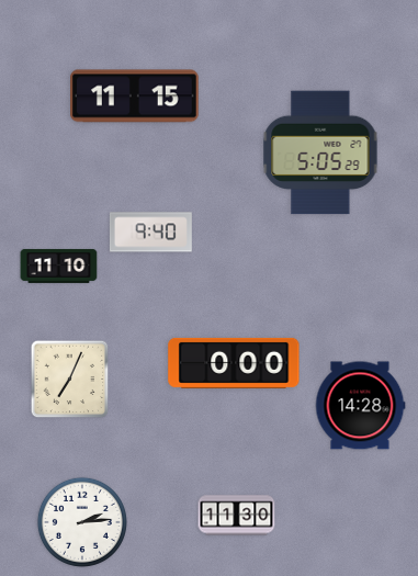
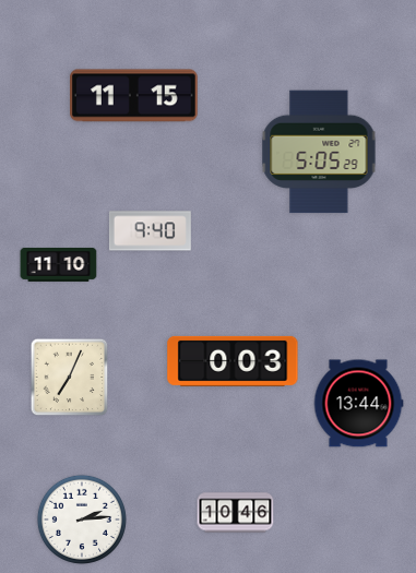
clock at (234, 363): 0:00 -> 0:03
clock at (360, 406): 14:28 -> 13:44
clock at (237, 516): 11:30 -> 10:46
